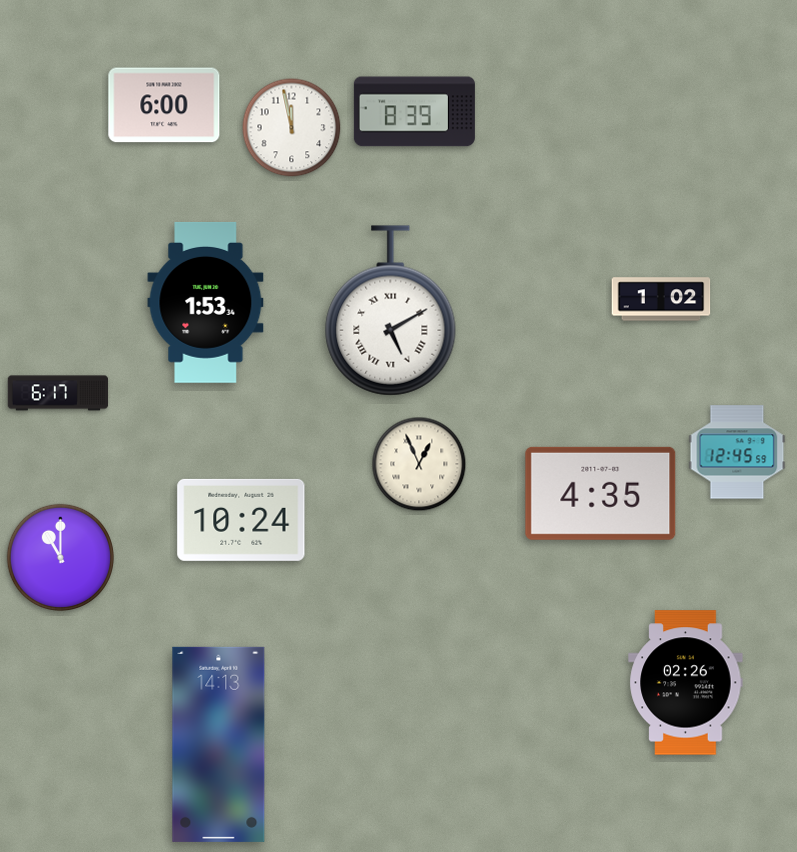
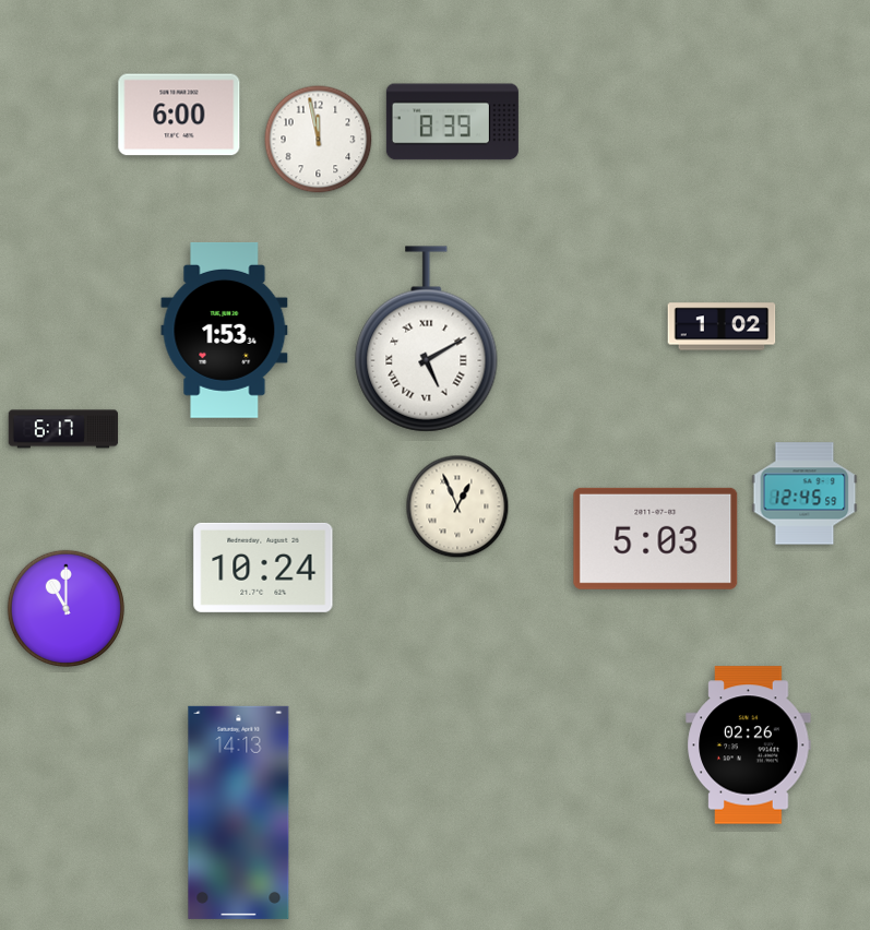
clock at (601, 493): 4:35 -> 5:03
